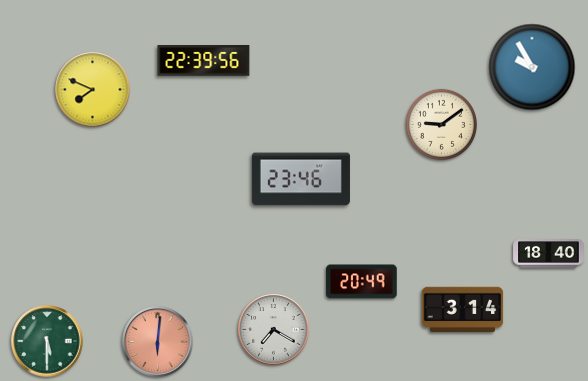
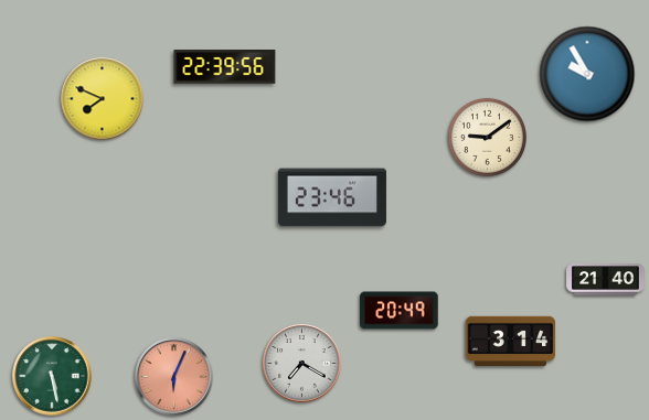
clock at (549, 254): 18:40 -> 21:40
clock at (47, 341): 5:30 -> 5:28
clock at (158, 342): 6:01 -> 6:04
